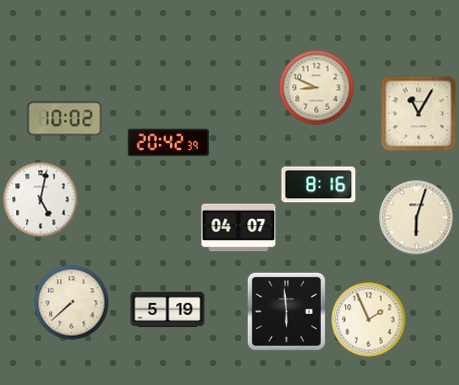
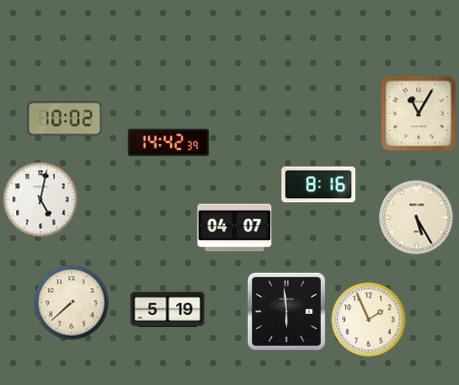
clock at (317, 88): 8:49 -> none
clock at (169, 143): 20:42 -> 14:42
clock at (417, 218): 6:03 -> 5:25
clock at (239, 228) position: (239, 228) -> (235, 228)
